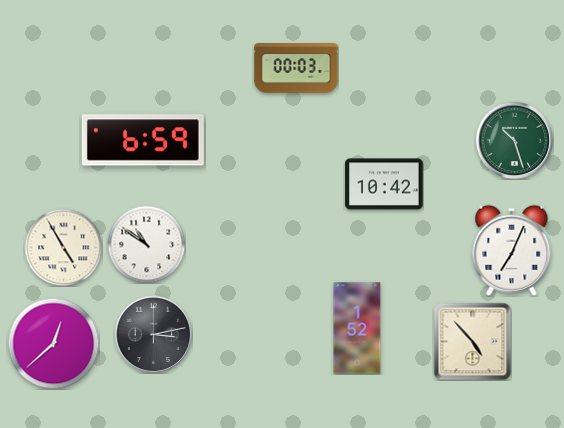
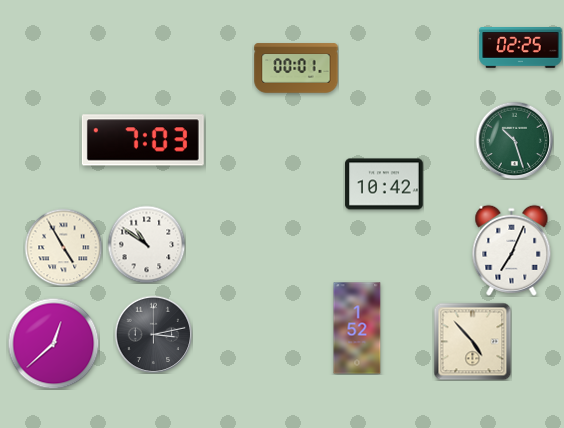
clock at (521, 48): none -> 02:25
clock at (296, 68): 00:03 -> 00:01
clock at (143, 140): 6:59 -> 7:03
